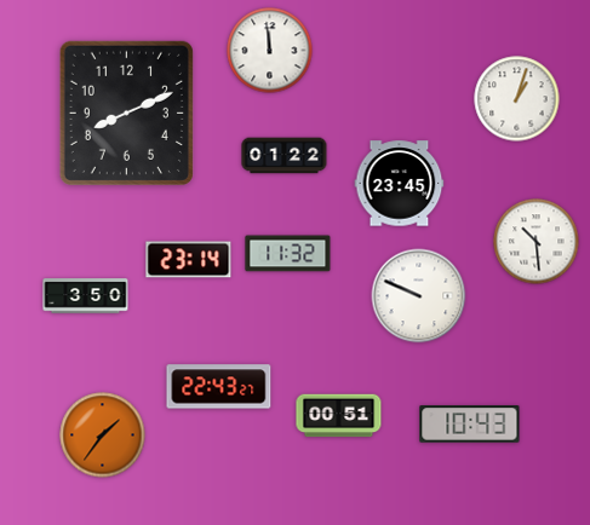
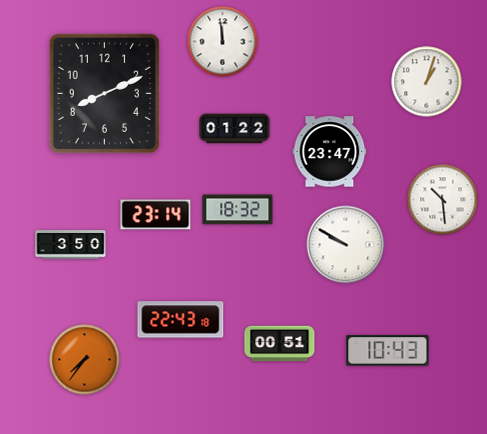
clock at (400, 184): 23:45 -> 23:47
clock at (288, 254): 11:32 -> 18:32
clock at (419, 296): 9:49 -> 9:50
clock at (219, 387): 22:43:27 -> 22:43:18
clock at (103, 435): 1:36 -> 7:36
